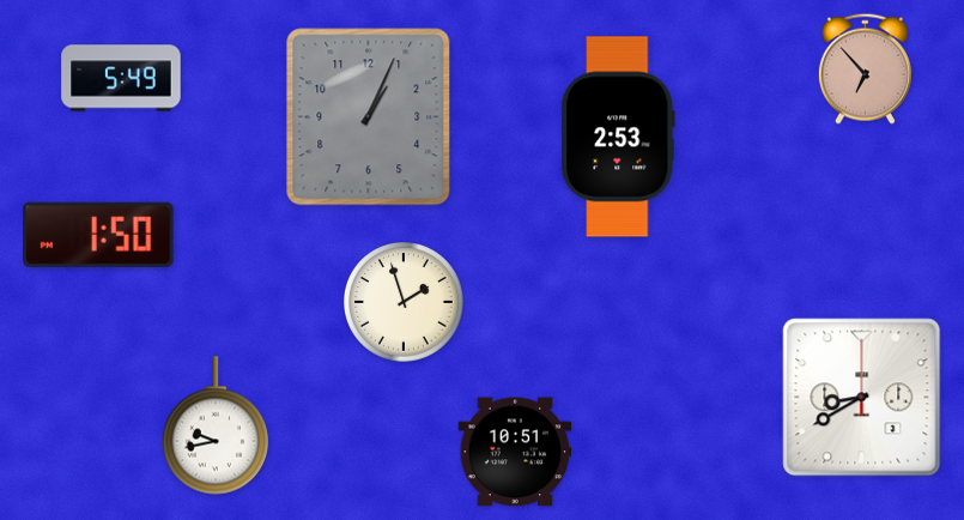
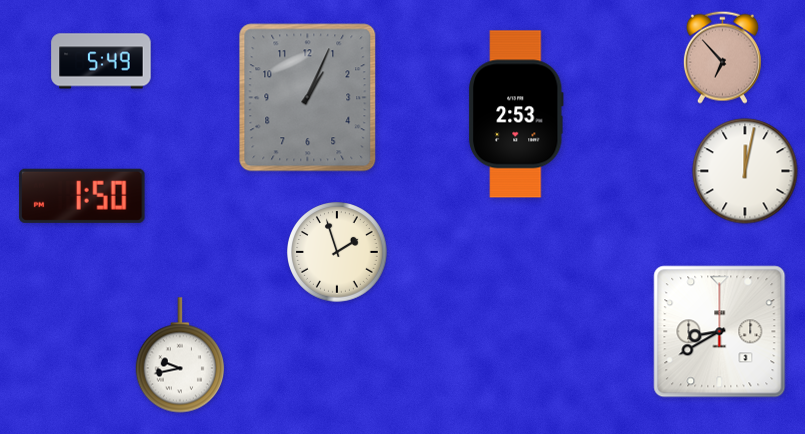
clock at (121, 78) position: (121, 78) -> (101, 61)
clock at (745, 171): none -> 12:02
clock at (515, 452): 10:51 -> none
